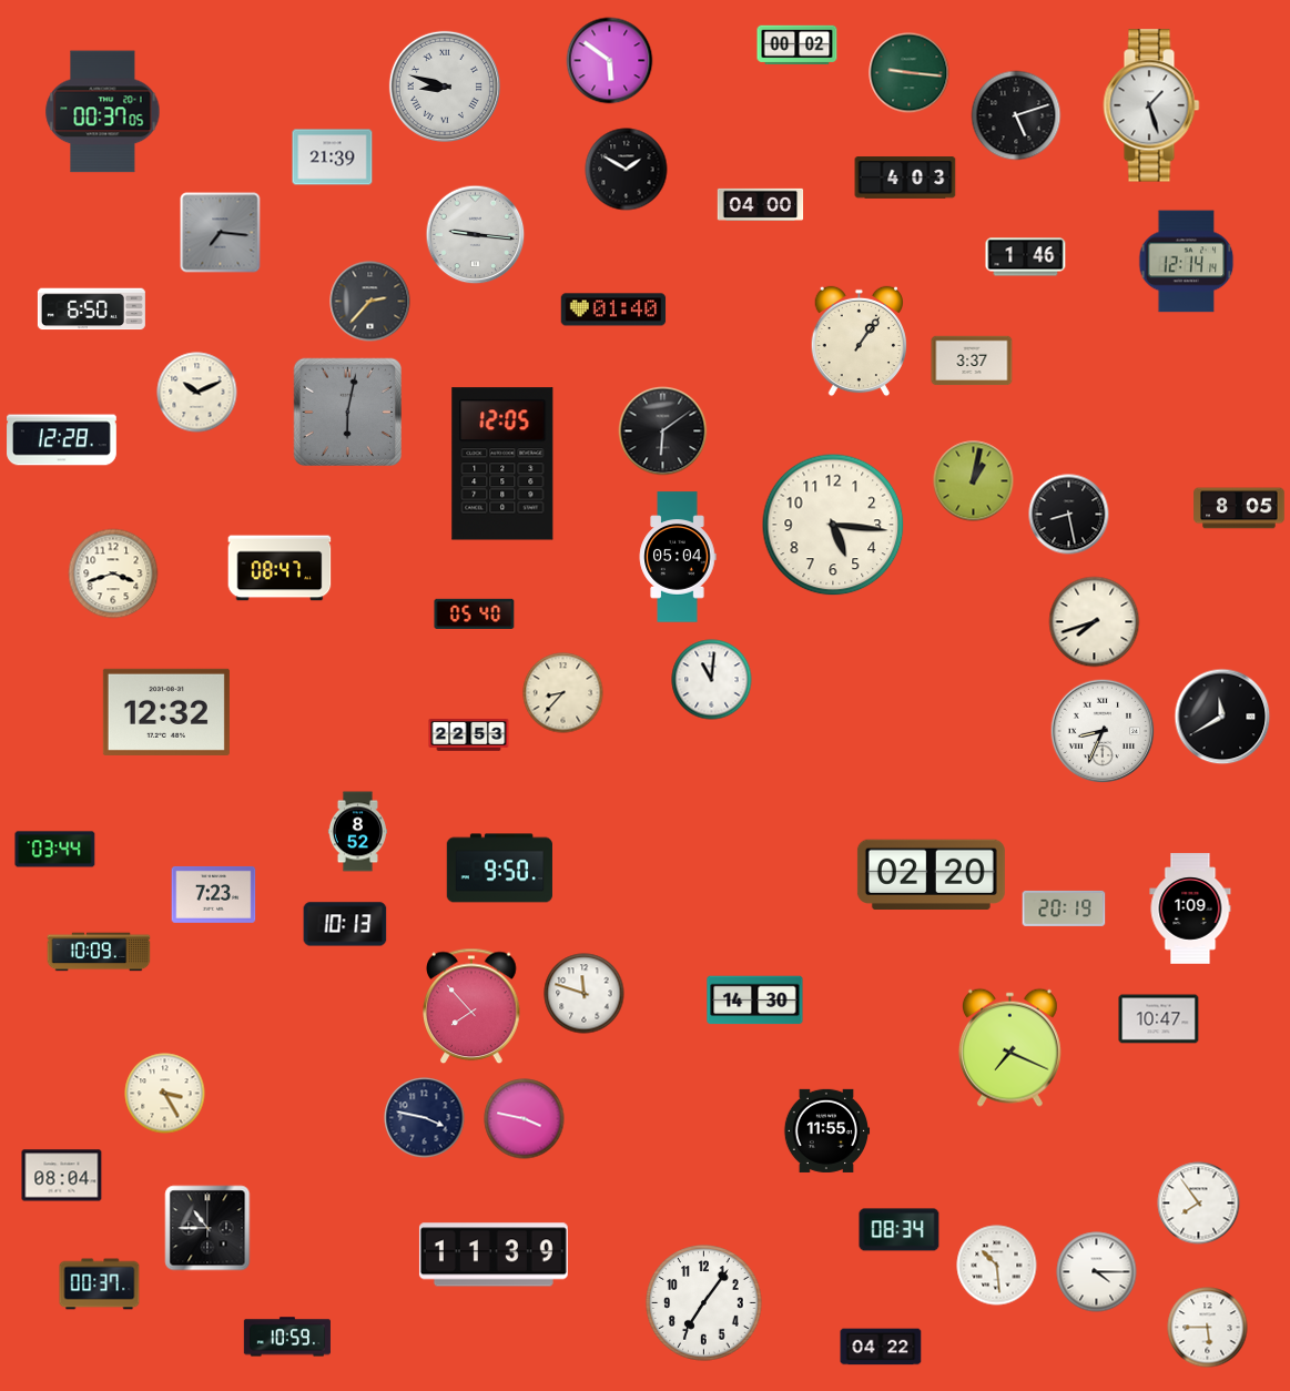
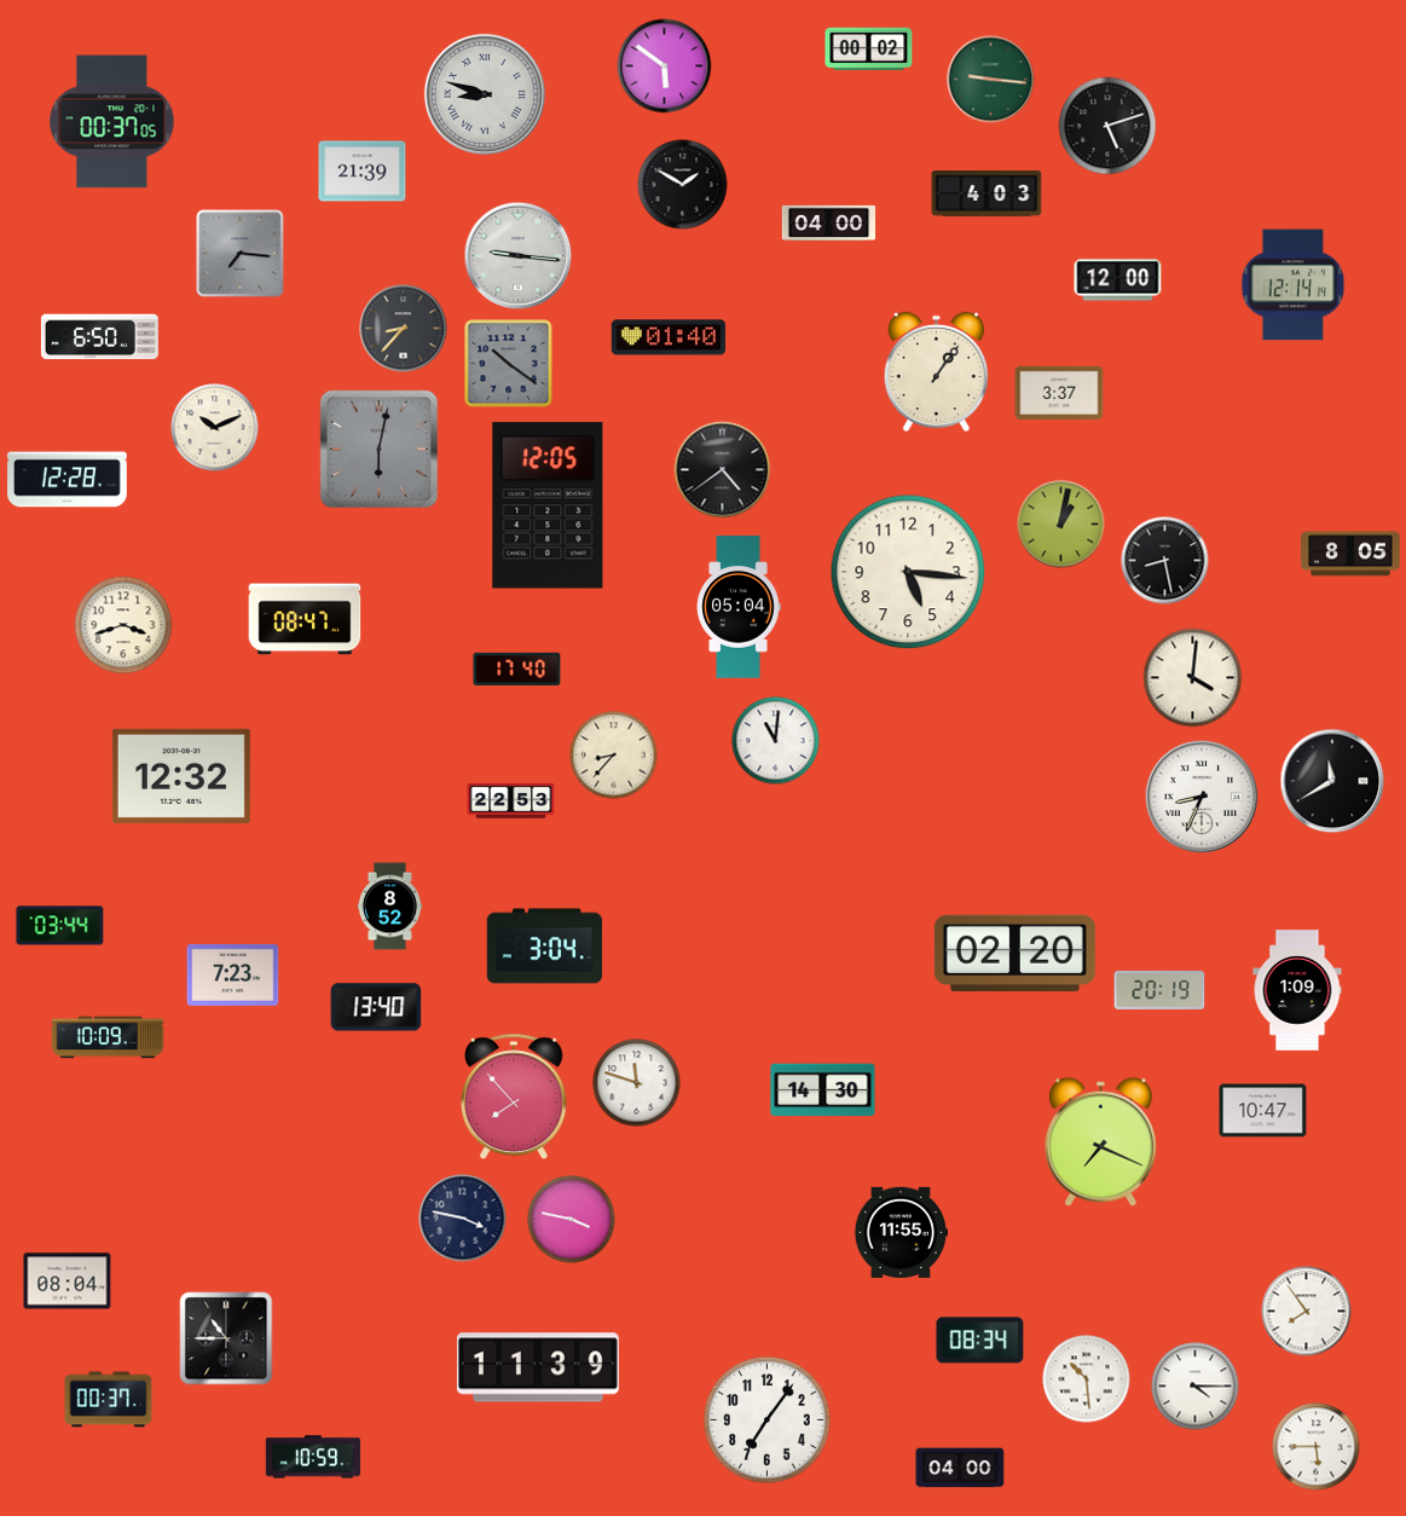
clock at (1151, 105): 1:27 -> none
clock at (1026, 257): 1:46 -> 12:00
clock at (370, 302): 2:37 -> 8:37
clock at (509, 364): none -> 10:21
clock at (663, 431): 6:09 -> 4:39
clock at (475, 613): 05:40 -> 17:40
clock at (1095, 622): 7:42 -> 4:01
clock at (499, 869): 9:50 -> 3:04
clock at (345, 924): 10:13 -> 13:40
clock at (165, 1094): 3:25 -> none
clock at (881, 1347): 04:22 -> 04:00
